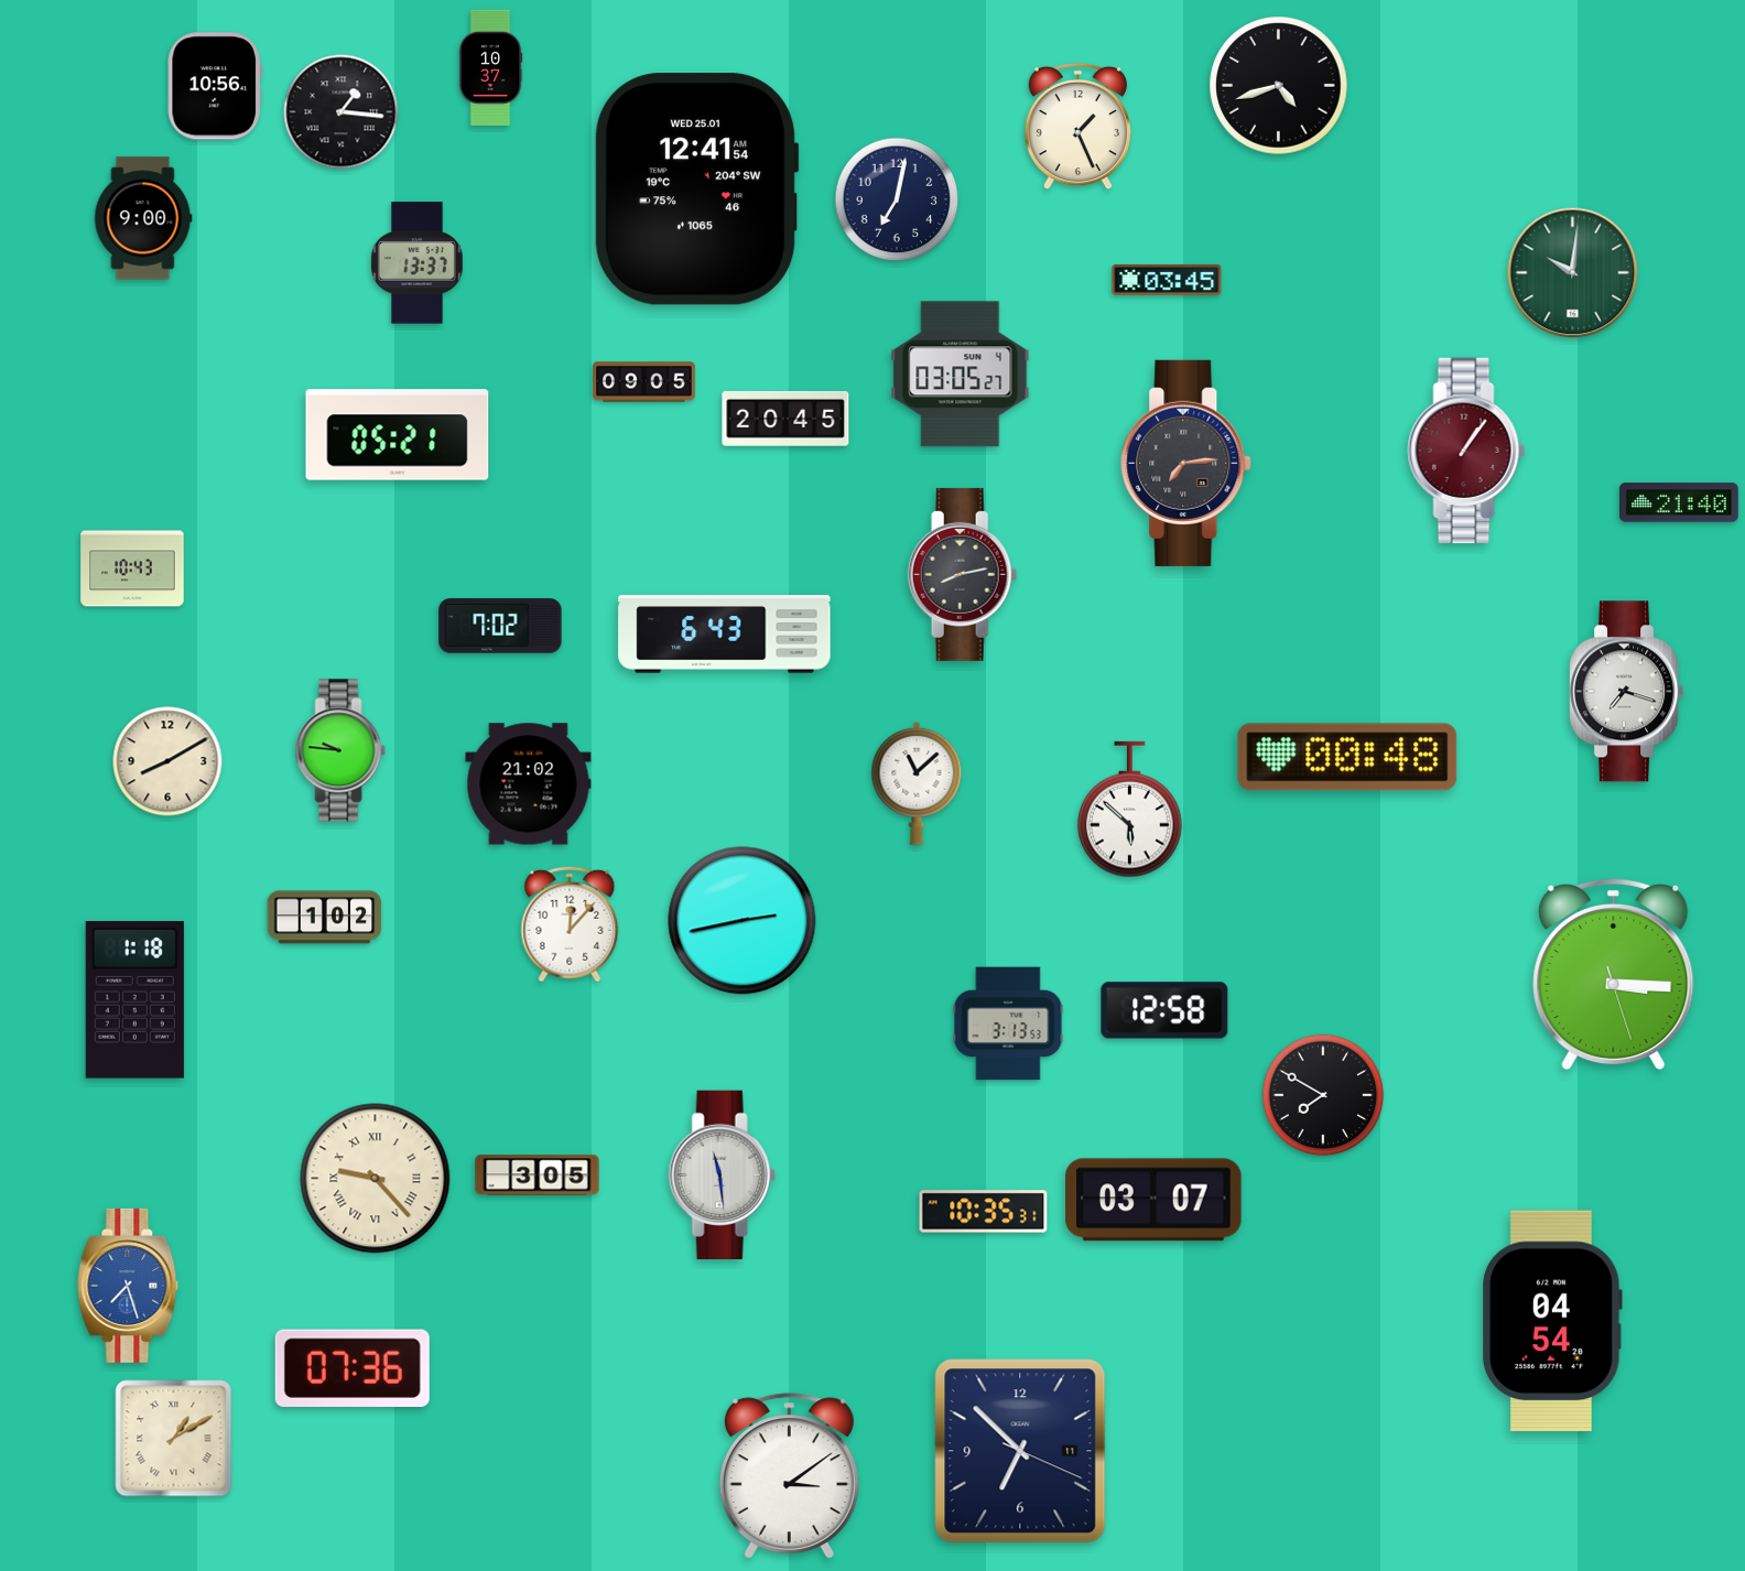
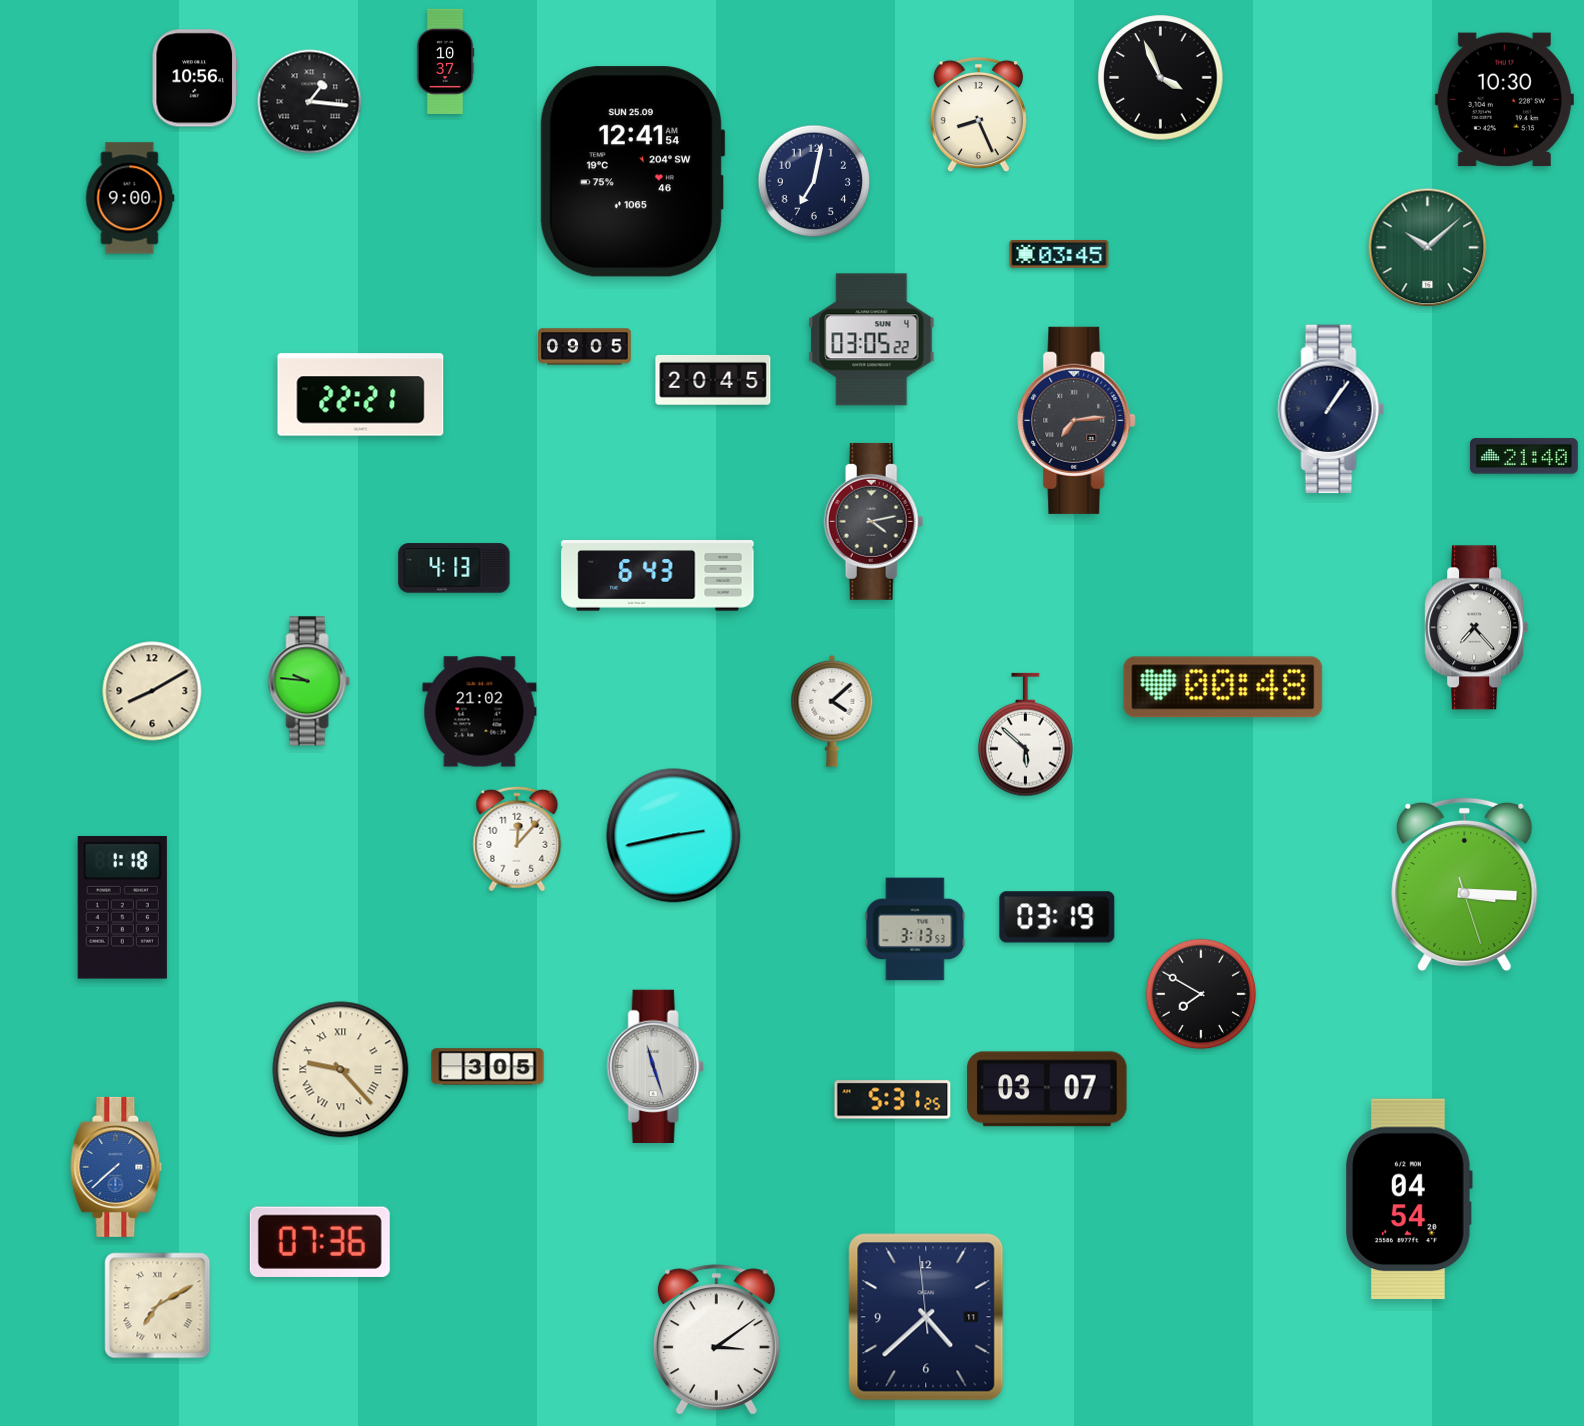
clock at (1279, 86): 4:42 -> 3:56
clock at (1504, 100): none -> 10:30
clock at (1077, 127): 1:26 -> 8:26
clock at (696, 189) date: WED 25.01 -> SUN 25.09
clock at (416, 263): 13:37 -> none
clock at (1573, 273): 10:01 -> 10:08
clock at (961, 375): 03:05:27 -> 03:05:22
clock at (398, 435): 05:21 -> 22:21
clock at (1466, 451) dial: burgundy -> navy
clock at (132, 568): 10:43 -> none
clock at (963, 574): 8:13 -> 4:13
clock at (500, 626): 7:02 -> 4:13
clock at (1627, 692): 7:18 -> 7:23
clock at (917, 783): 11:08 -> 4:08
clock at (325, 918): 1:02 -> none
clock at (1164, 1010): 12:58 -> 03:19
clock at (722, 1174): 11:29 -> 11:27
clock at (984, 1212): 10:35 -> 5:31
clock at (128, 1286): 7:27 -> 7:38
clock at (174, 1439): 1:10 -> 7:10
clock at (1020, 1451): 6:52 -> 4:37
